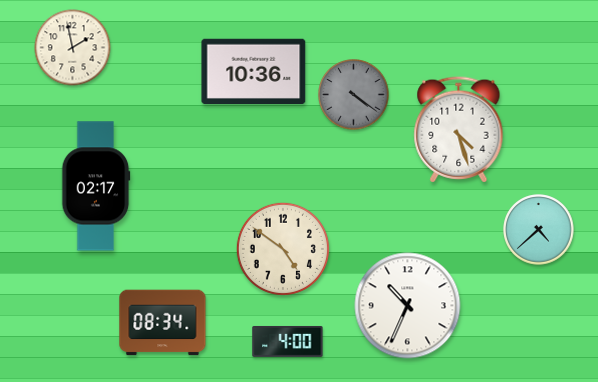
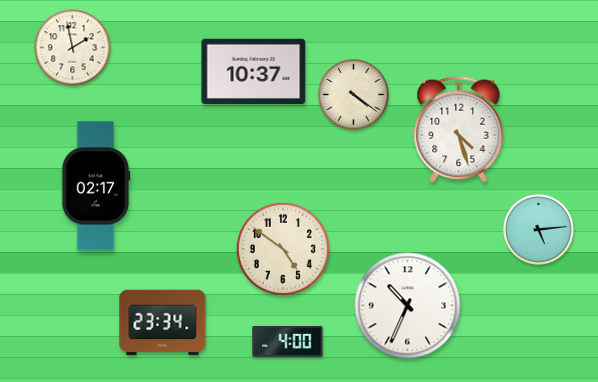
clock at (254, 71): 10:36 -> 10:37
clock at (354, 95) dial: grey -> cream
clock at (539, 230): 4:38 -> 5:14
clock at (163, 323): 08:34 -> 23:34
